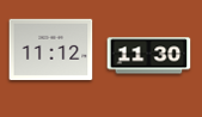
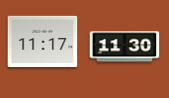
clock at (51, 50): 11:12 -> 11:17
